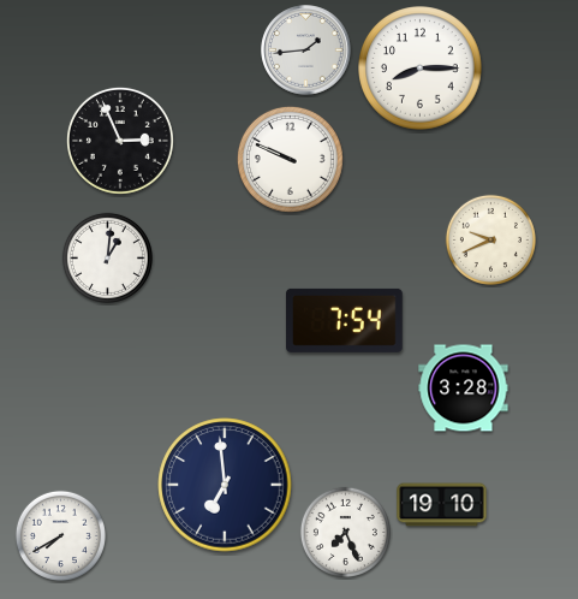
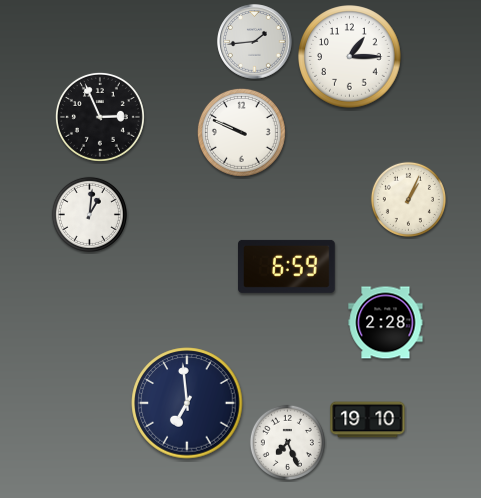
clock at (421, 69): 8:15 -> 1:15
clock at (490, 239): 9:41 -> 1:04
clock at (345, 320): 7:54 -> 6:59
clock at (464, 389): 3:28 -> 2:28
clock at (60, 535): 7:40 -> none
